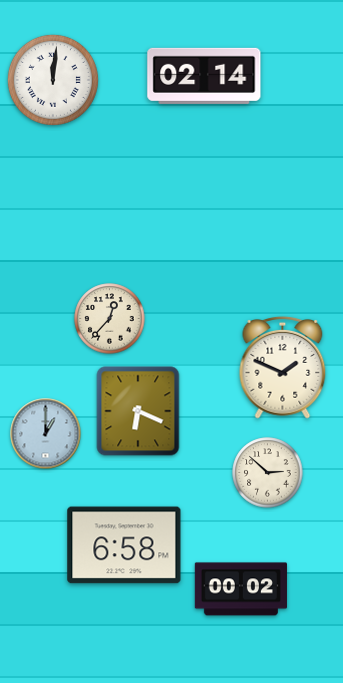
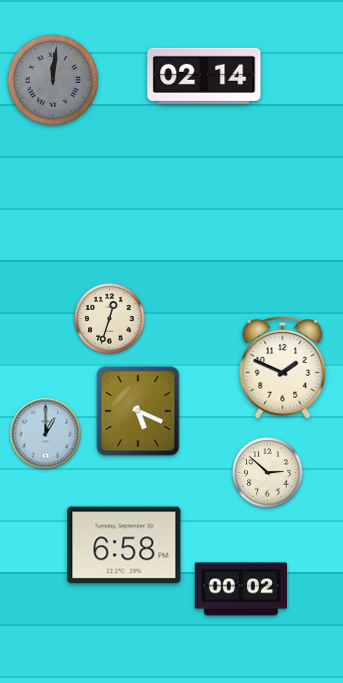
clock at (53, 80) dial: white -> grey
clock at (110, 319): 12:37 -> 12:33
clock at (138, 411): 6:19 -> 5:19
